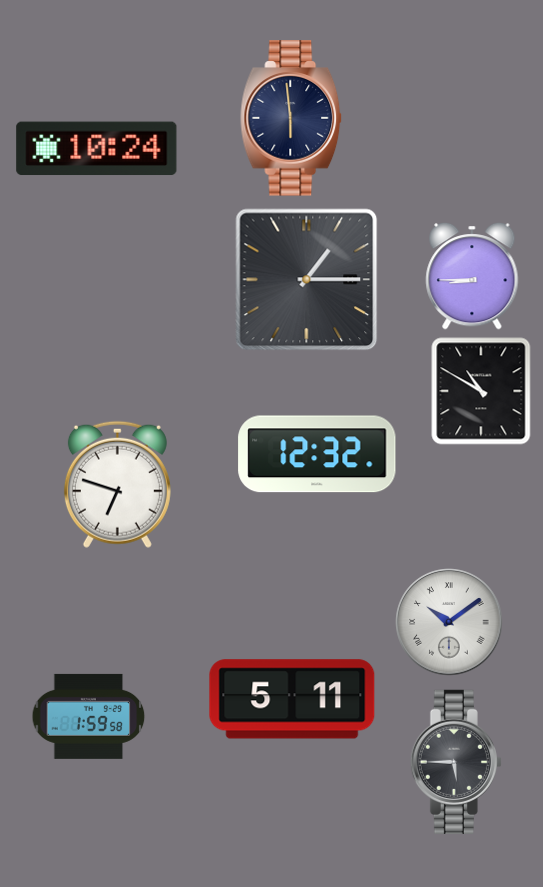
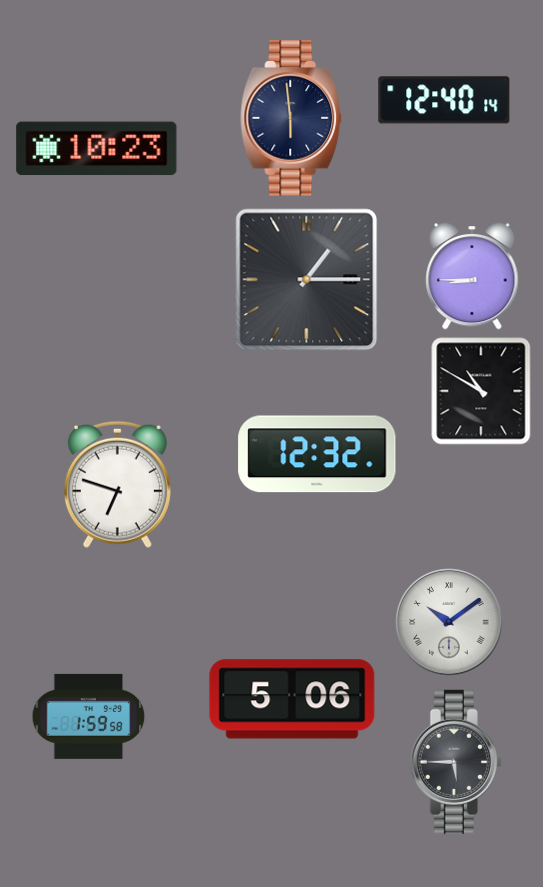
clock at (444, 100): none -> 12:40
clock at (97, 149): 10:24 -> 10:23
clock at (292, 699): 5:11 -> 5:06
